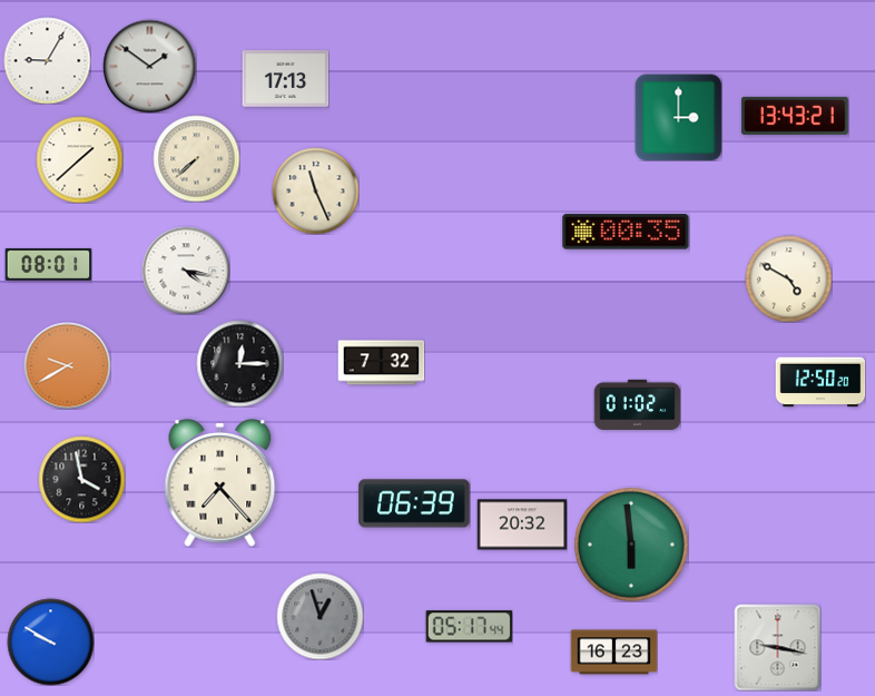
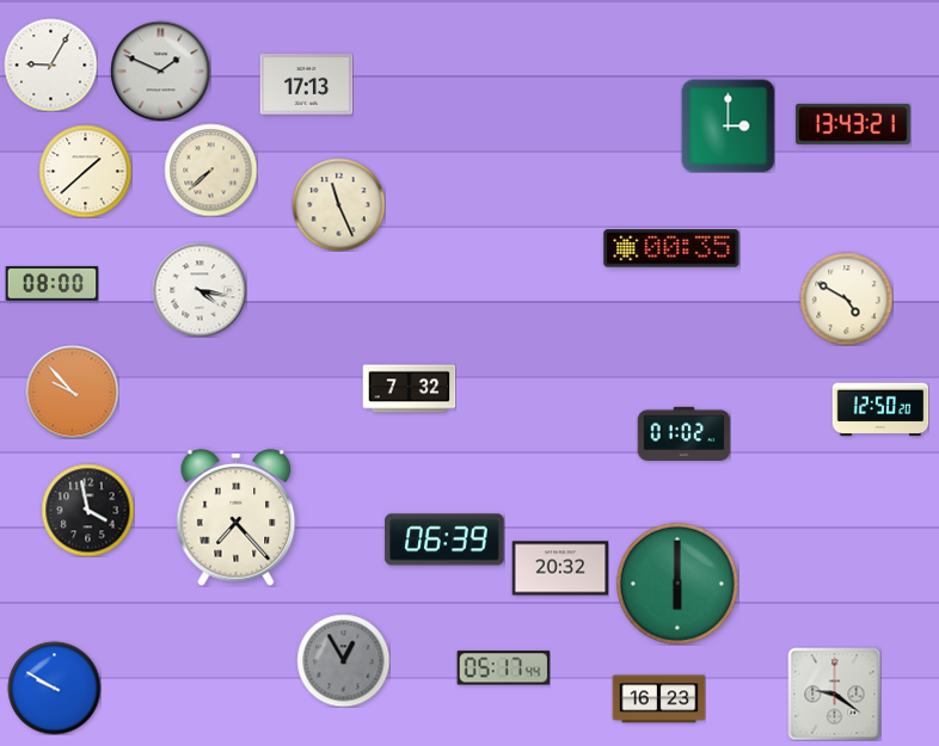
clock at (149, 66): 1:51 -> 1:49
clock at (48, 264): 08:01 -> 08:00
clock at (239, 363): 12:15 -> none
clock at (67, 365): 9:40 -> 9:53
clock at (81, 479) position: (81, 479) -> (87, 510)
clock at (522, 525) position: (522, 525) -> (560, 568)
clock at (631, 545): 5:59 -> 6:00
clock at (319, 616): 12:57 -> 12:55
clock at (469, 627) position: (469, 627) -> (503, 668)
clock at (777, 647): 9:17 -> 9:21
